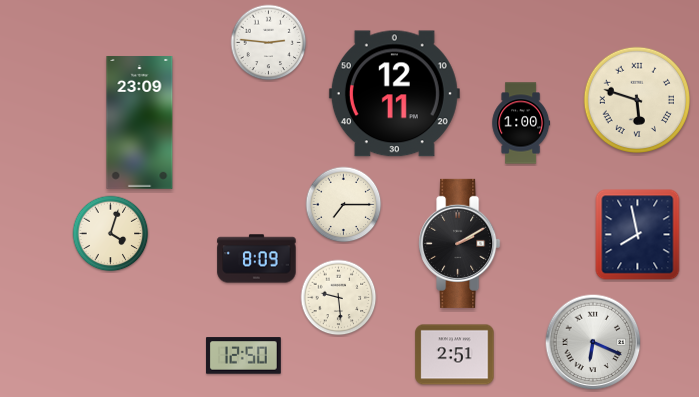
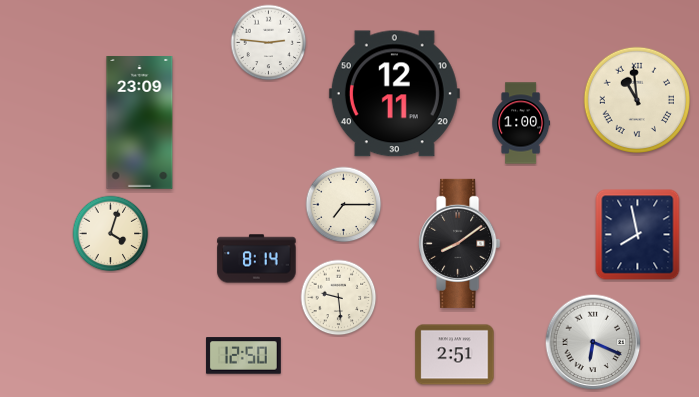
clock at (637, 100): 5:48 -> 10:59
clock at (460, 243): 2:10 -> 8:09
clock at (257, 259): 8:09 -> 8:14
